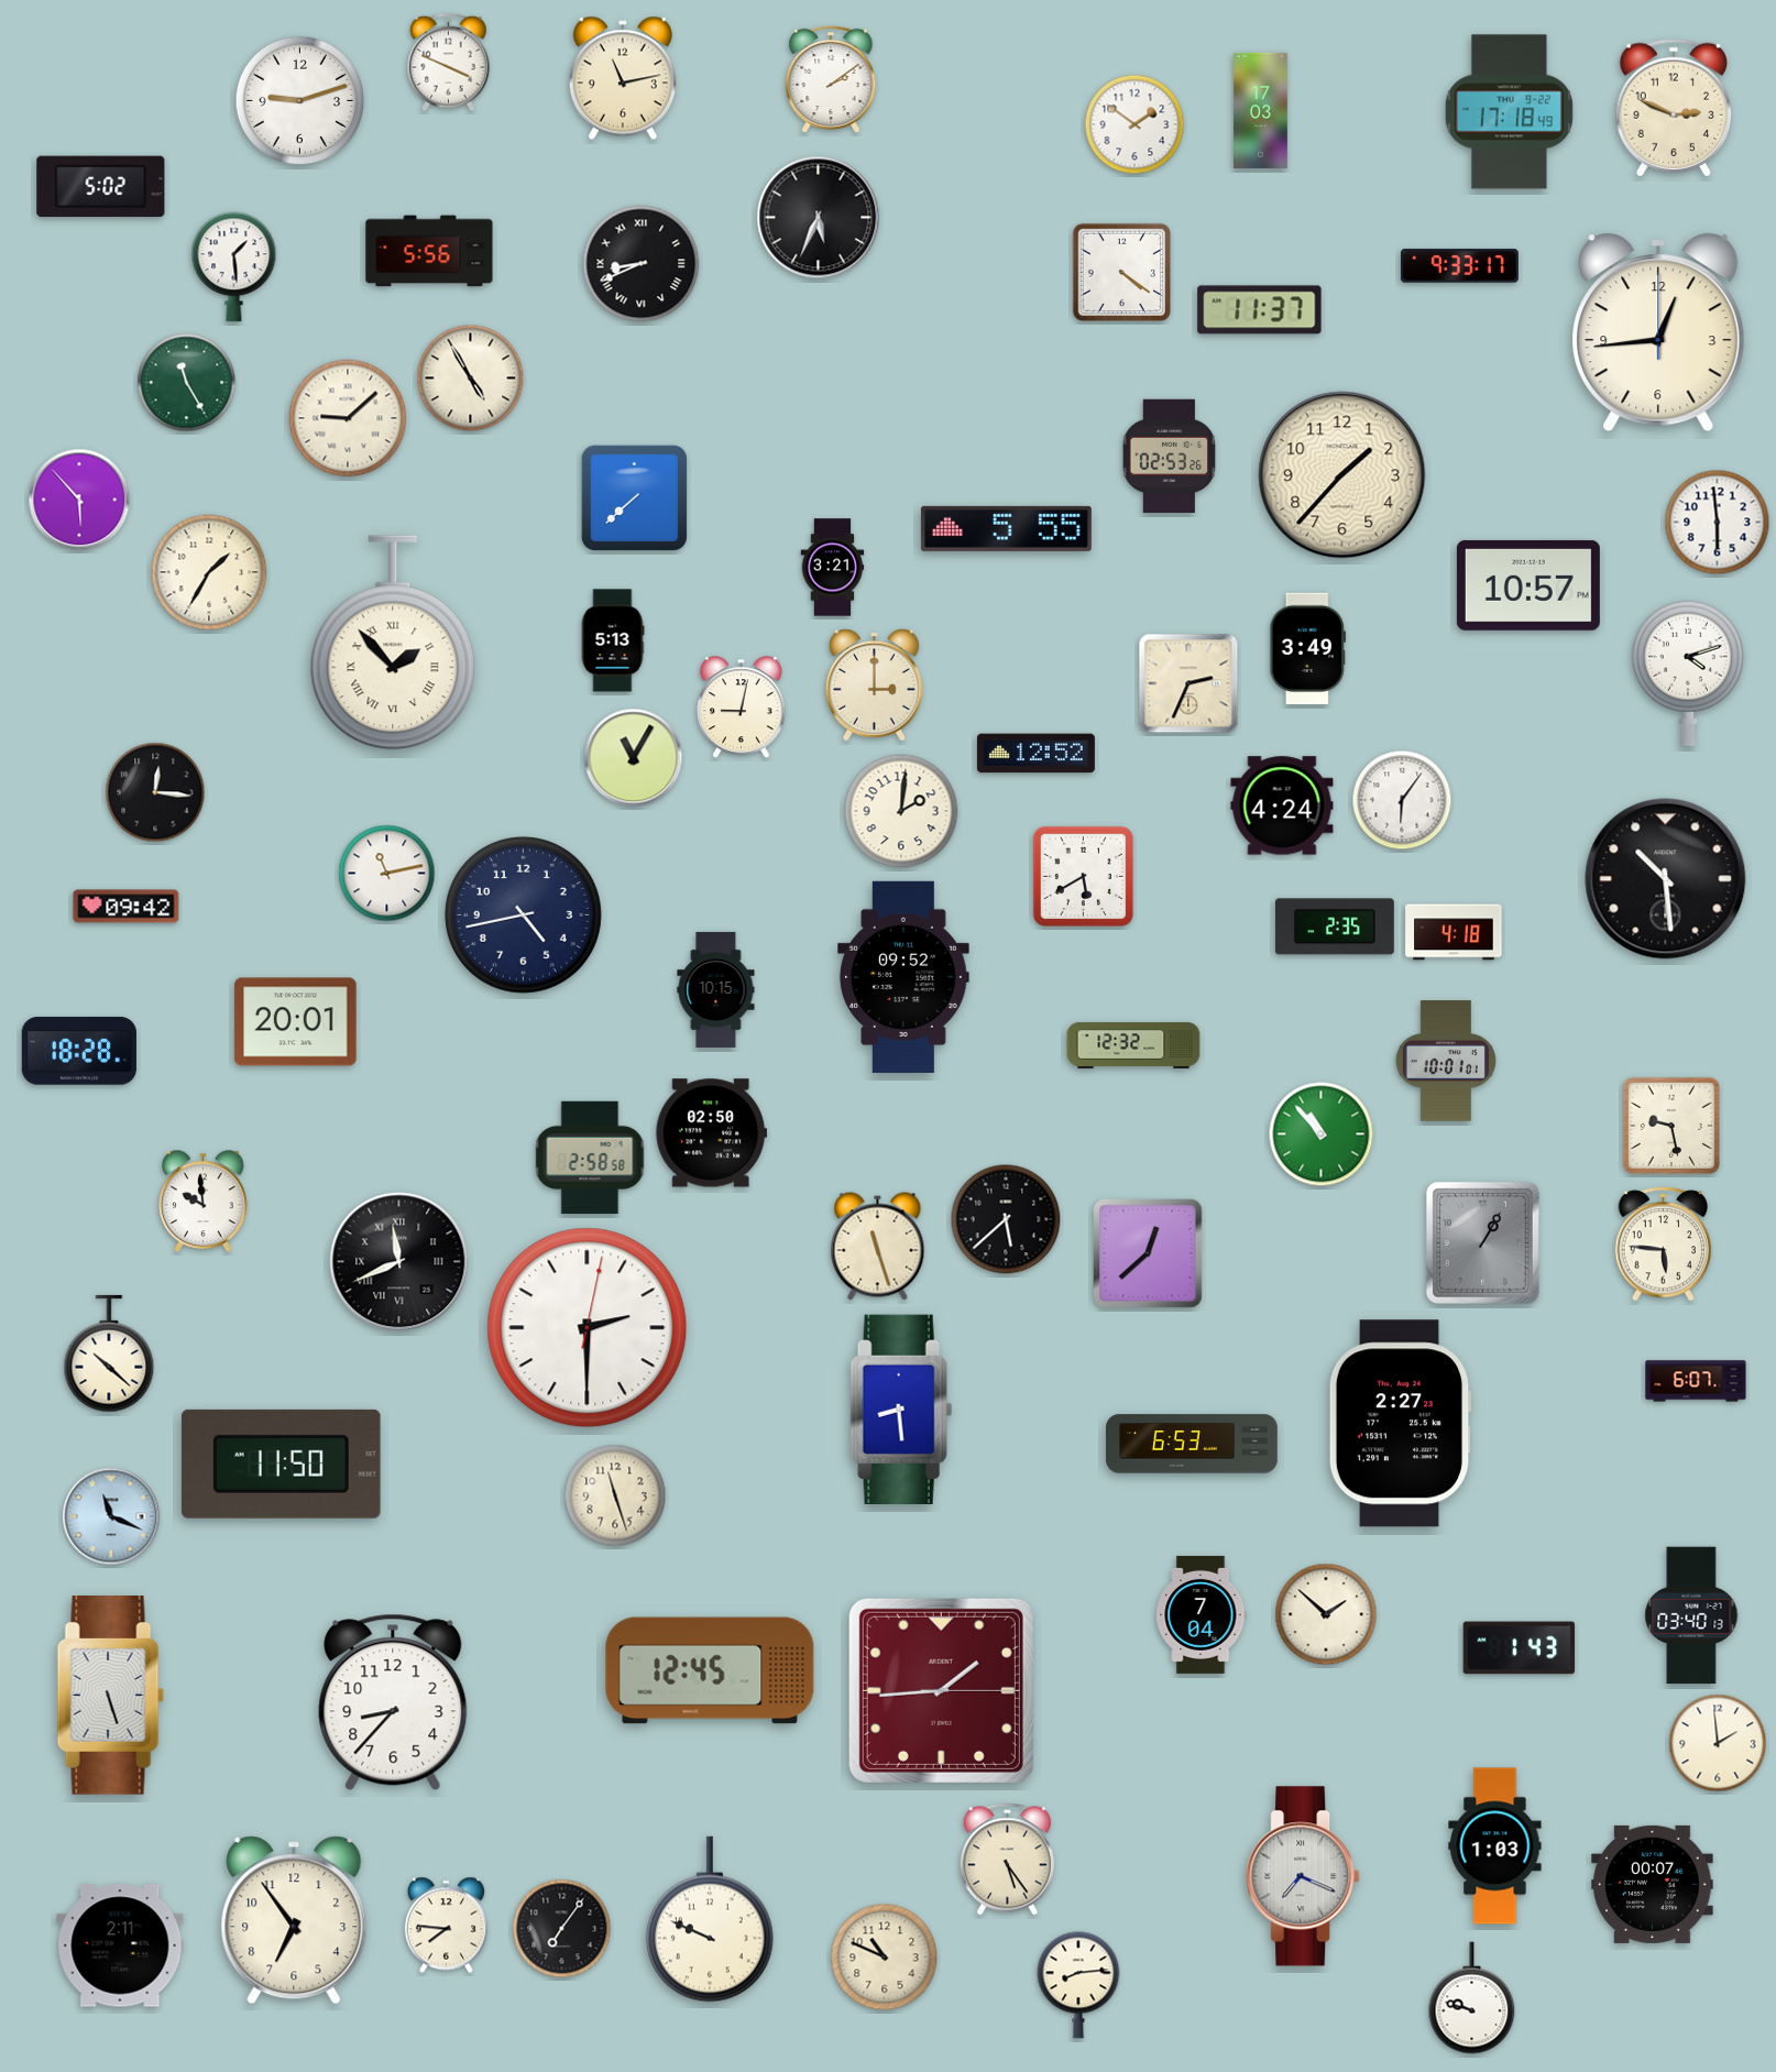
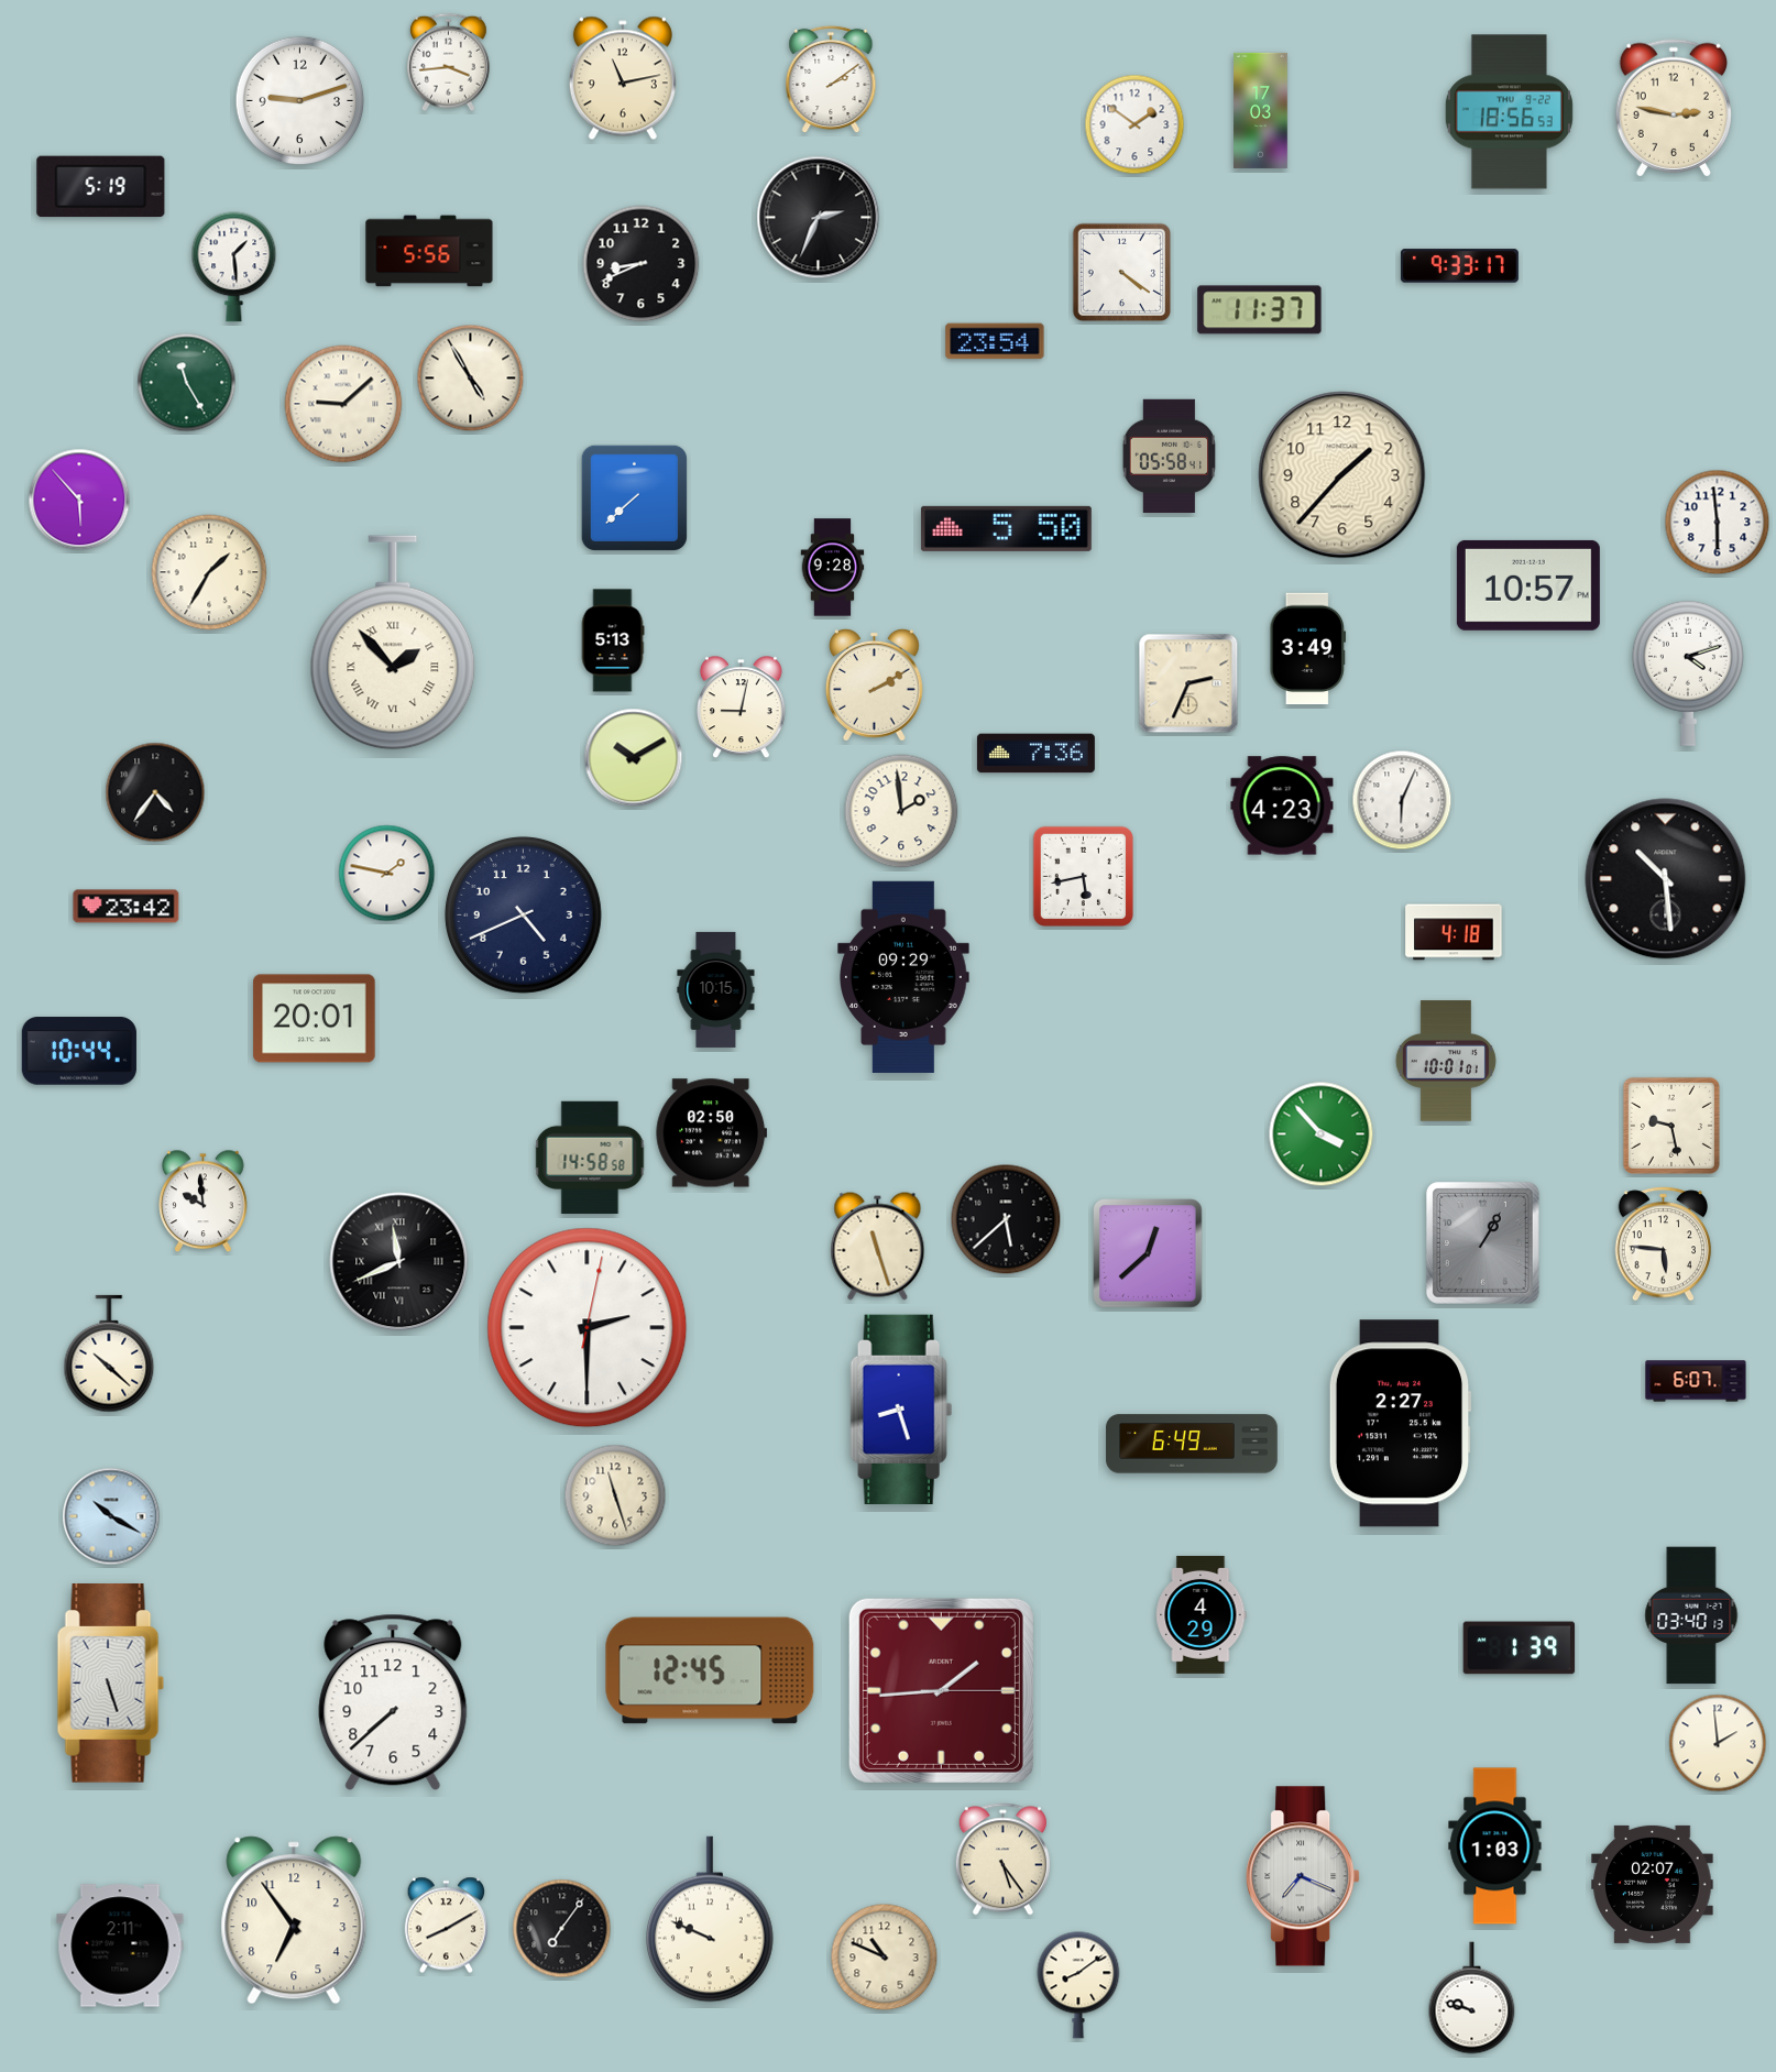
clock at (449, 63): 3:49 -> 3:44
clock at (1673, 108): 2:49 -> 2:47
clock at (1509, 112): 17:18 -> 18:56
clock at (101, 187): 5:02 -> 5:19
clock at (819, 218): 5:34 -> 2:34
clock at (642, 264) numerals: Roman -> Arabic
clock at (1658, 332): 12:44 -> none
clock at (995, 341): none -> 23:54
clock at (348, 418) position: (348, 418) -> (343, 404)
clock at (1169, 456): 02:53 -> 05:58
clock at (1006, 528): 5:55 -> 5:50
clock at (833, 568): 3:21 -> 9:28
clock at (874, 684): 3:00 -> 2:10
clock at (1035, 754): 12:52 -> 7:36
clock at (634, 758): 11:05 -> 10:10
clock at (155, 792): 12:16 -> 4:36
clock at (1402, 800): 6:06 -> 6:04
clock at (1282, 805): 4:24 -> 4:23
clock at (901, 811): 2:01 -> 1:59
clock at (387, 874): 11:13 -> 1:47
clock at (1083, 876): 5:40 -> 5:43
clock at (127, 907): 09:42 -> 23:42
clock at (523, 914): 4:43 -> 4:41
clock at (1335, 927): 2:35 -> none
clock at (905, 977): 09:52 -> 09:29
clock at (296, 1022) position: (296, 1022) -> (315, 1019)
clock at (1133, 1045): 12:32 -> none
clock at (79, 1051): 18:28 -> 10:44
clock at (1322, 1134): 10:53 -> 3:53
clock at (590, 1158): 2:58 -> 14:58
clock at (901, 1408): 8:29 -> 8:27
clock at (1192, 1444): 6:53 -> 6:49
clock at (281, 1463): 11:50 -> none
clock at (111, 1516): 11:19 -> 10:20
clock at (1202, 1614): 7:04 -> 4:29
clock at (1326, 1614): 1:52 -> none
clock at (1520, 1648): 1:43 -> 1:39
clock at (111, 1696) position: (111, 1696) -> (111, 1684)
clock at (393, 1702): 8:37 -> 7:38
clock at (1007, 1860) position: (1007, 1860) -> (1002, 1860)
clock at (1653, 1884): 00:07 -> 02:07
clock at (447, 1926): 7:46 -> 8:10
clock at (1078, 1985): 8:14 -> 8:09
